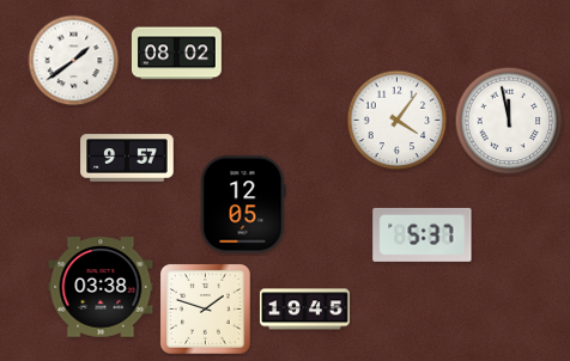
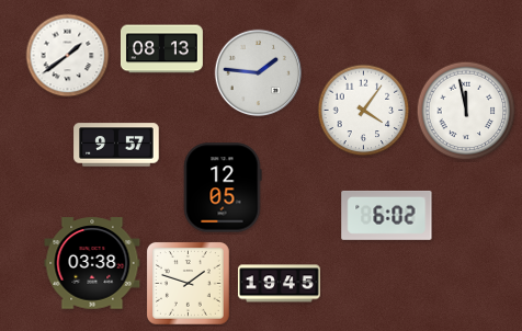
clock at (176, 54): 08:02 -> 08:13
clock at (259, 73): none -> 1:46
clock at (423, 234): 5:37 -> 6:02
